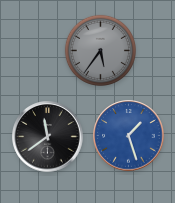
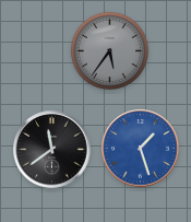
clock at (100, 50) position: (100, 50) -> (109, 50)
